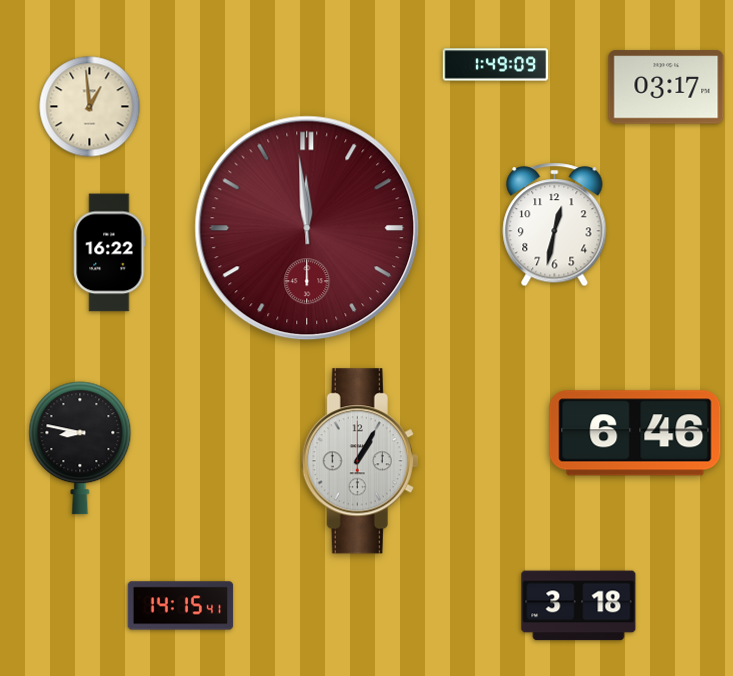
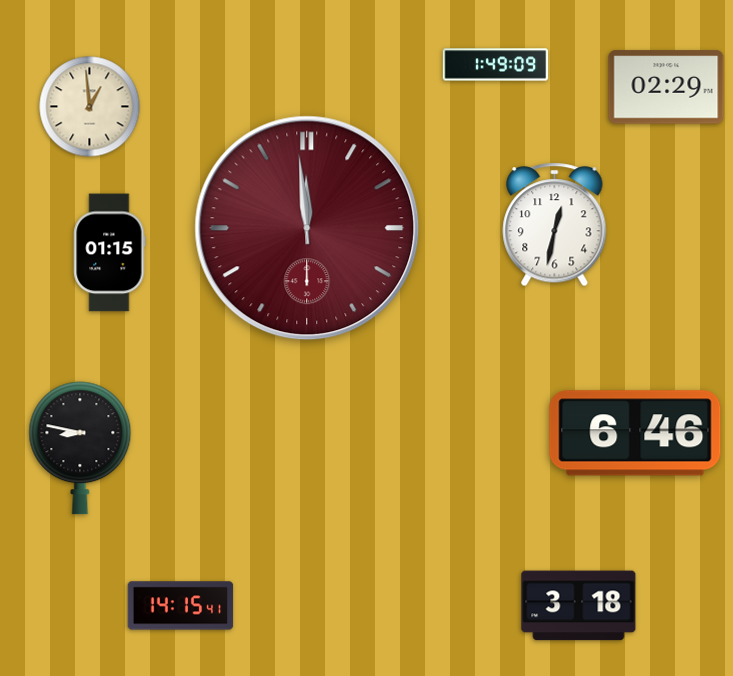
clock at (666, 87): 03:17 -> 02:29
clock at (110, 253): 16:22 -> 01:15
clock at (360, 461): 1:05 -> none
